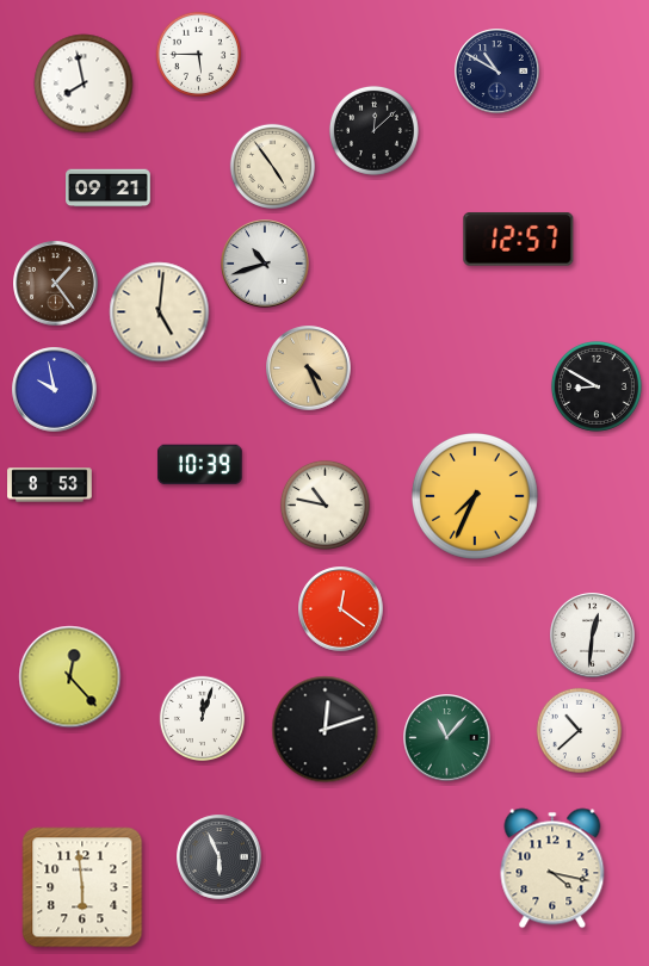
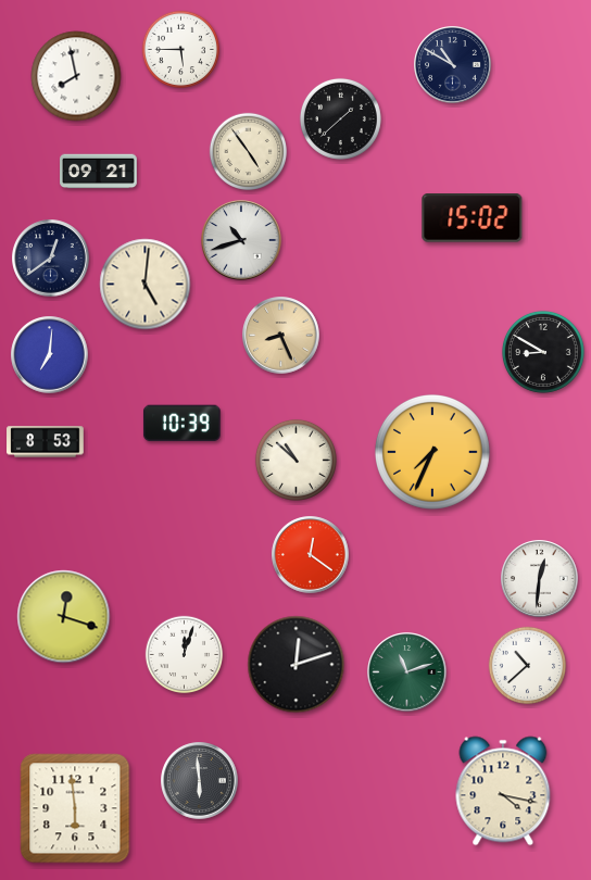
clock at (373, 130): 12:08 -> 1:38
clock at (519, 240): 12:57 -> 15:02
clock at (56, 284): 1:24 -> 12:39
clock at (56, 284) dial: brown -> navy
clock at (309, 369): 4:26 -> 8:26
clock at (55, 390): 9:58 -> 7:01
clock at (324, 504): 10:47 -> 10:52
clock at (70, 677): 12:23 -> 12:18
clock at (447, 738): 11:07 -> 11:12
clock at (220, 857): 5:56 -> 5:59
